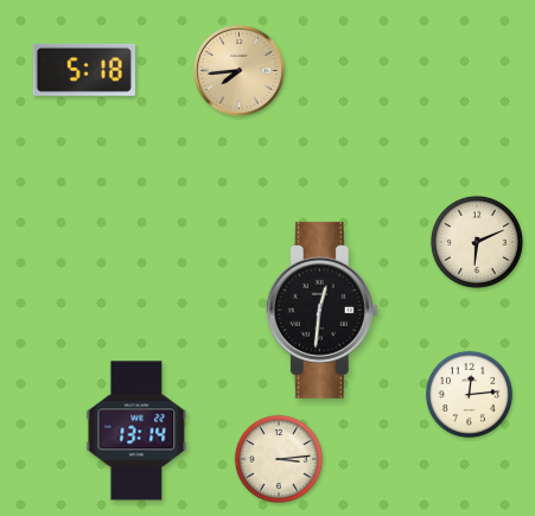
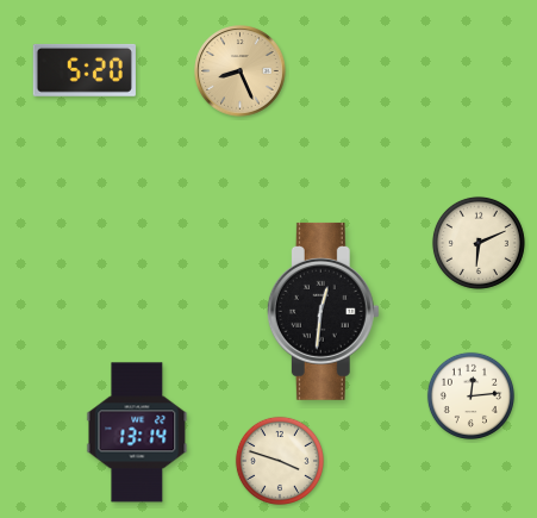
clock at (84, 70): 5:18 -> 5:20
clock at (240, 71): 7:44 -> 8:26
clock at (279, 459): 3:14 -> 3:48
